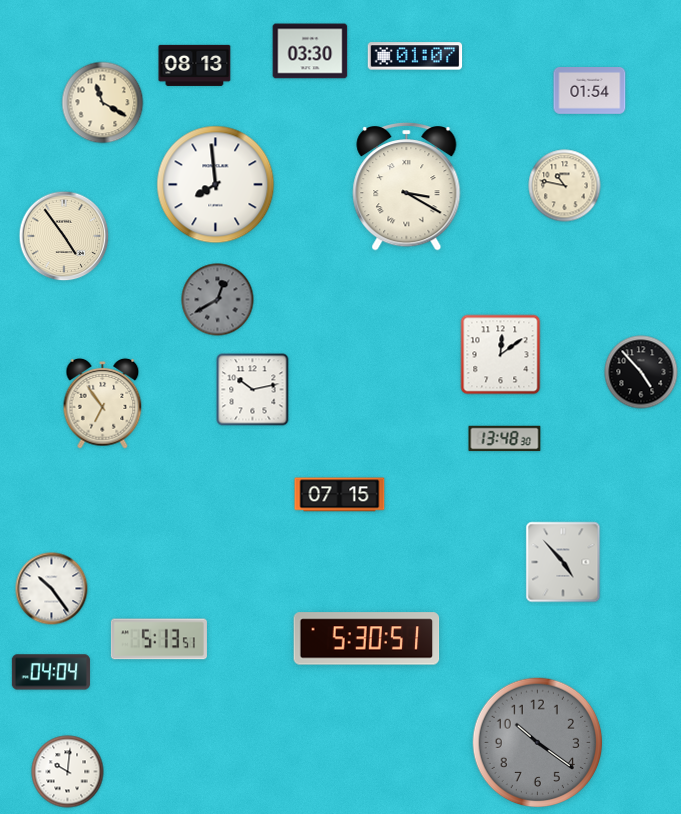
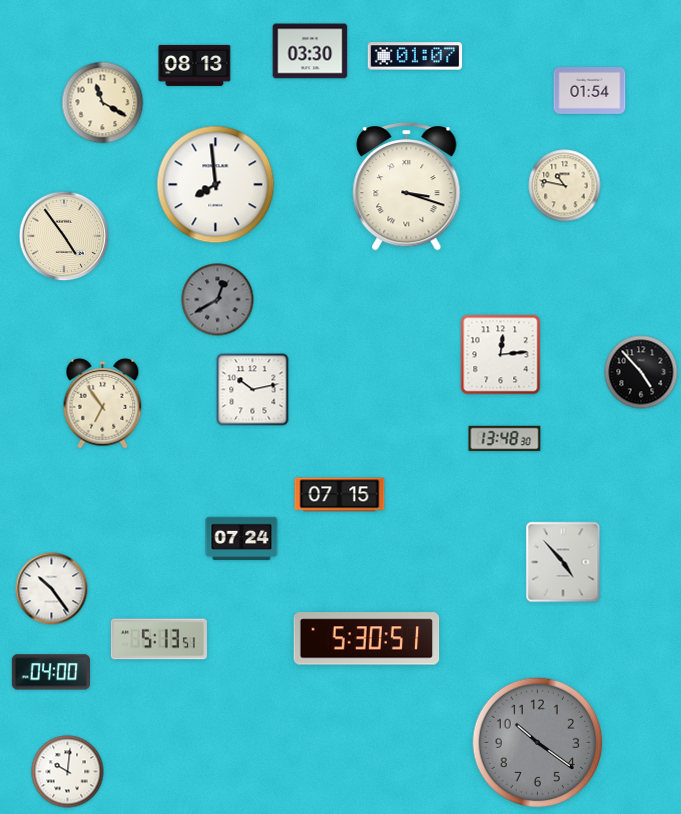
clock at (407, 187): 3:20 -> 3:18
clock at (501, 355): 12:09 -> 12:14
clock at (242, 539): none -> 07:24
clock at (51, 672): 04:04 -> 04:00
